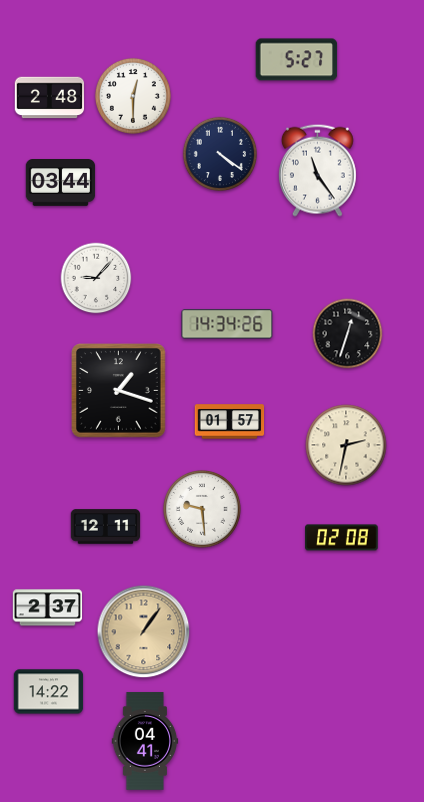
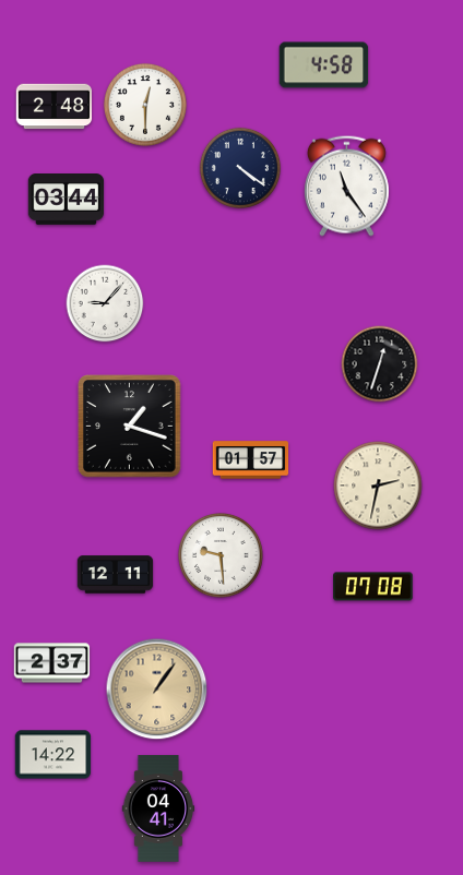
clock at (297, 60): 5:27 -> 4:58
clock at (227, 324): 14:34 -> none
clock at (342, 538): 02:08 -> 07:08
